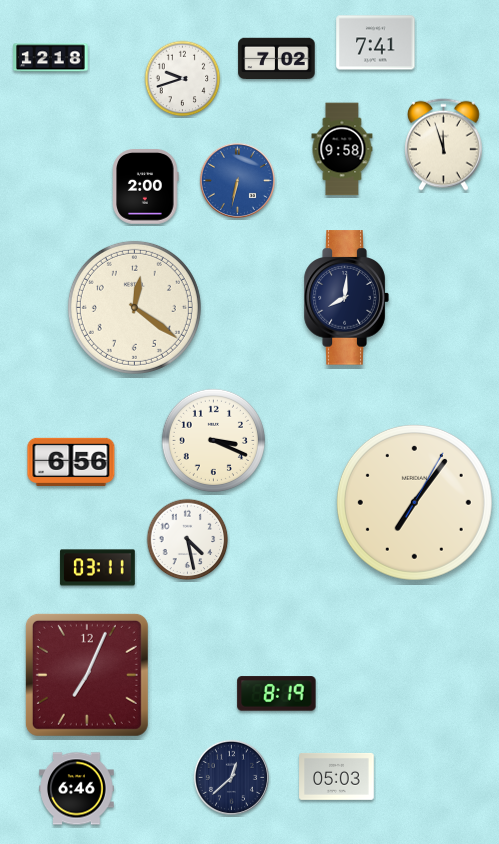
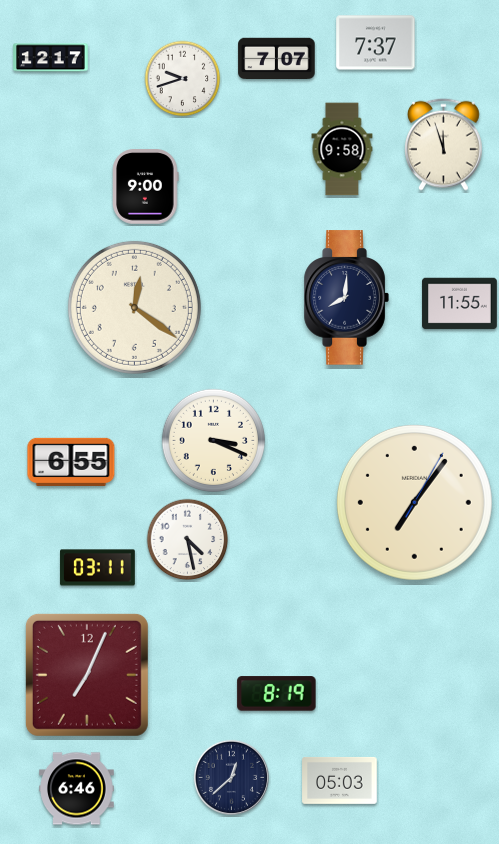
clock at (376, 43): 7:41 -> 7:37
clock at (51, 58): 12:18 -> 12:17
clock at (277, 59): 7:02 -> 7:07
clock at (237, 180): 6:32 -> none
clock at (146, 187): 2:00 -> 9:00
clock at (460, 304): none -> 11:55
clock at (71, 462): 6:56 -> 6:55
clock at (337, 776) position: (337, 776) -> (340, 780)
